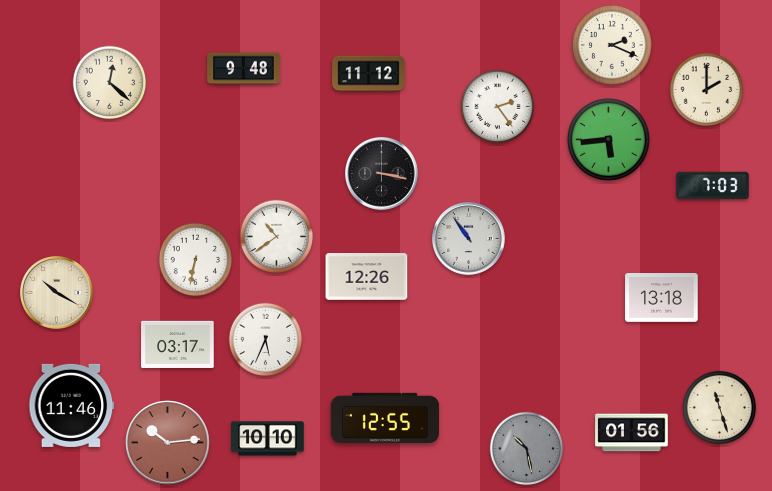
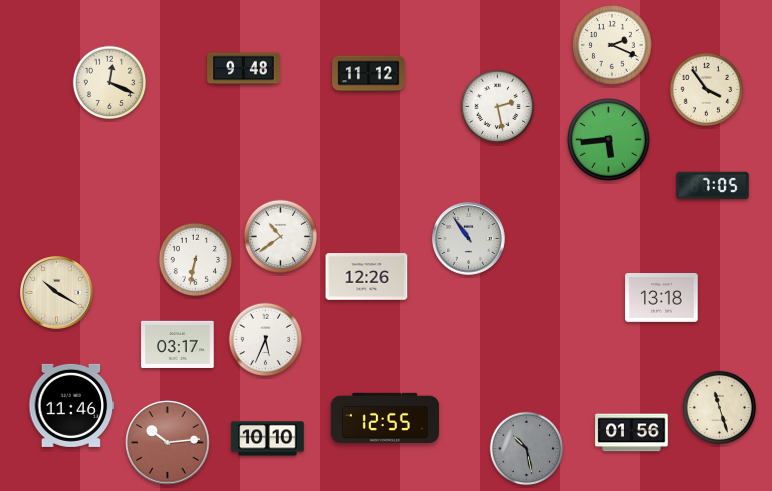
clock at (110, 83): 12:22 -> 12:19
clock at (707, 90): 2:00 -> 3:54
clock at (498, 107): 2:24 -> 2:28
clock at (382, 174): 3:17 -> none
clock at (713, 186): 7:03 -> 7:05
clock at (277, 237) position: (277, 237) -> (281, 237)
